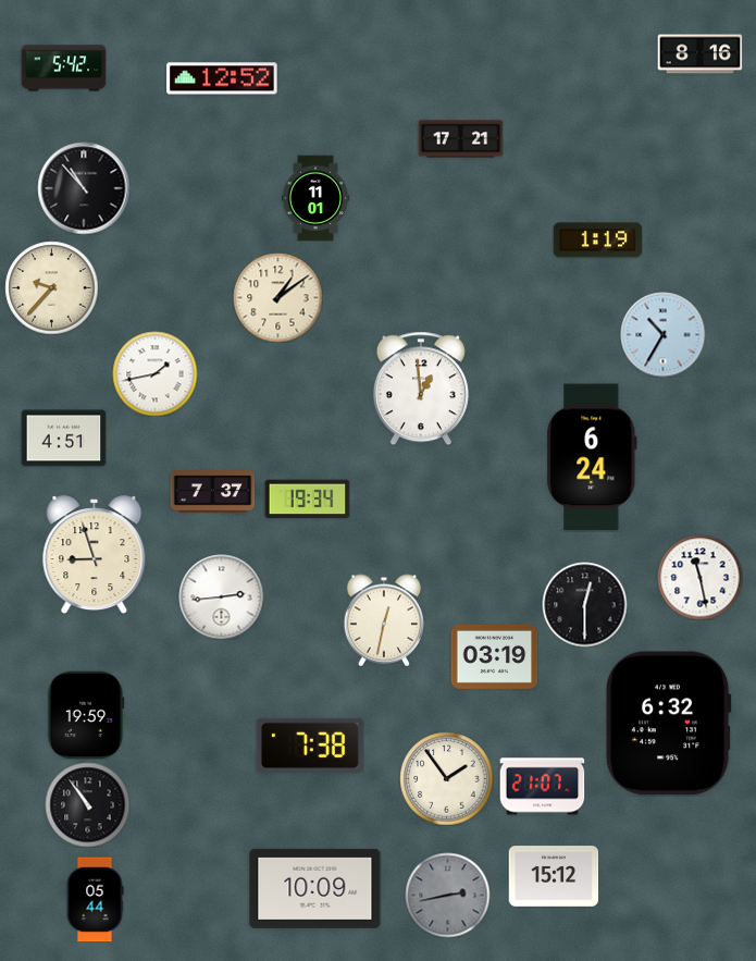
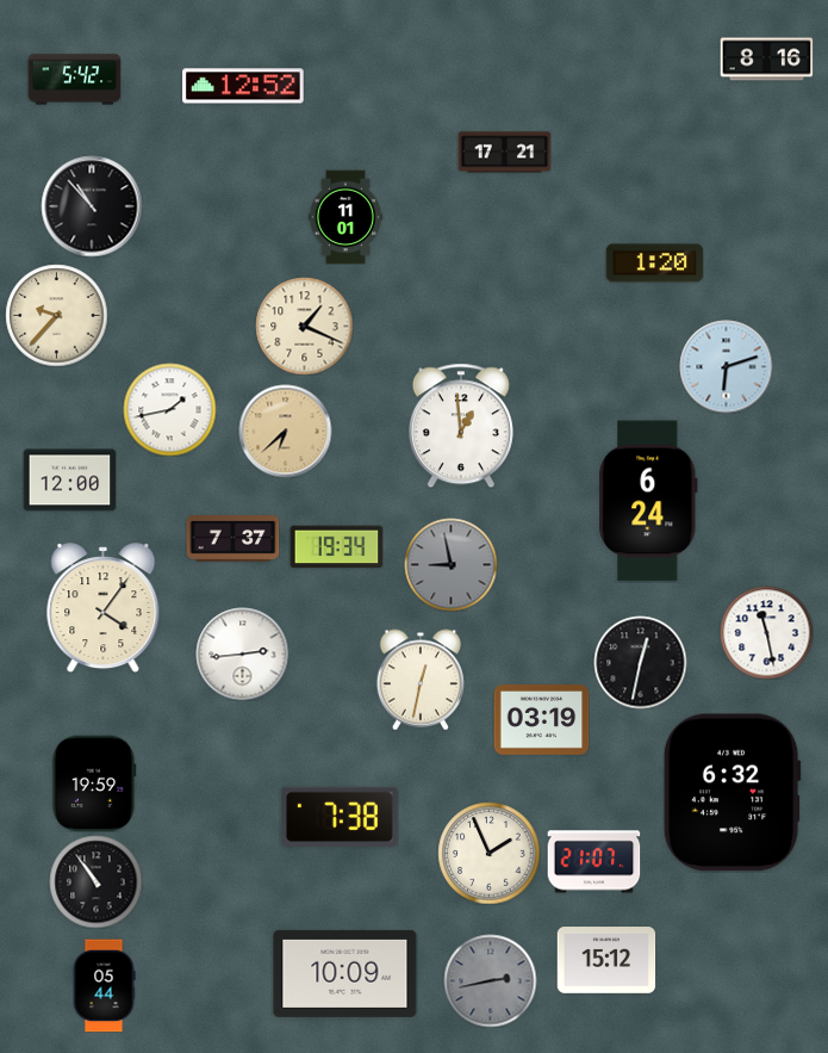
clock at (63, 69) position: (63, 69) -> (74, 80)
clock at (597, 241): 1:19 -> 1:20
clock at (277, 297): 1:09 -> 1:19
clock at (662, 334): 10:35 -> 6:12
clock at (285, 431): none -> 6:38
clock at (63, 439): 4:51 -> 12:00
clock at (450, 564): none -> 8:58
clock at (95, 555): 8:57 -> 4:06
clock at (584, 604): 12:30 -> 12:32
clock at (446, 778): 1:54 -> 1:56
